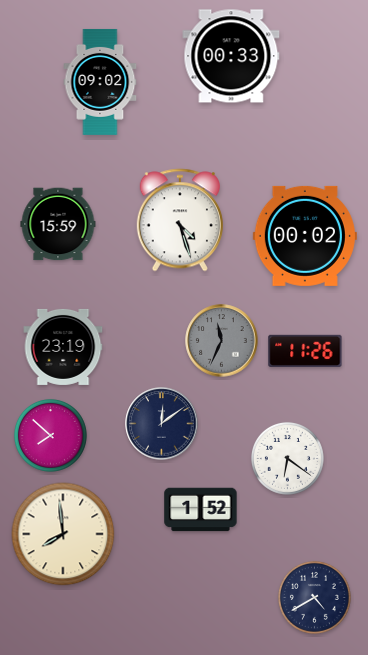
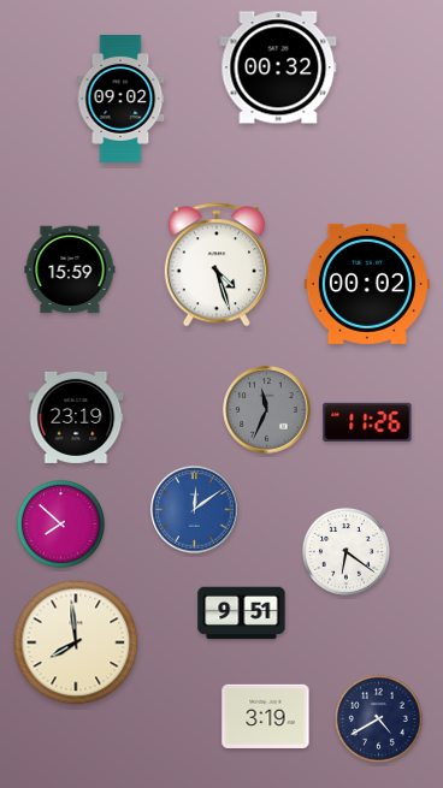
clock at (231, 56): 00:33 -> 00:32
clock at (162, 424) dial: navy -> blue
clock at (201, 510): 1:52 -> 9:51
clock at (266, 716): none -> 3:19
